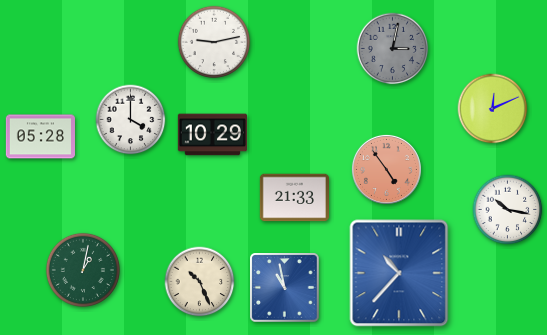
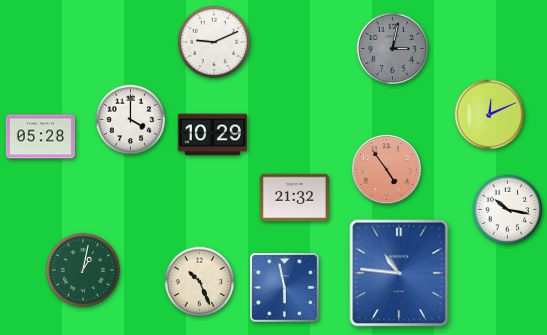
clock at (214, 42): 9:13 -> 9:11
clock at (493, 109) position: (493, 109) -> (490, 115)
clock at (294, 198): 21:33 -> 21:32
clock at (399, 273): 10:37 -> 10:46
clock at (285, 288): 10:58 -> 5:58
